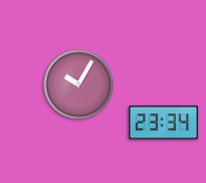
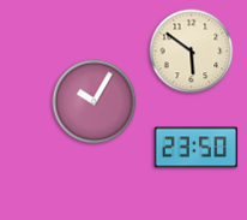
clock at (192, 52): none -> 5:51
clock at (164, 123): 23:34 -> 23:50
